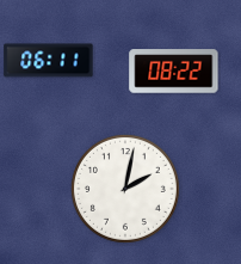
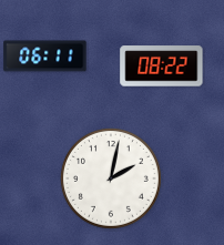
clock at (125, 189) position: (125, 189) -> (111, 178)
